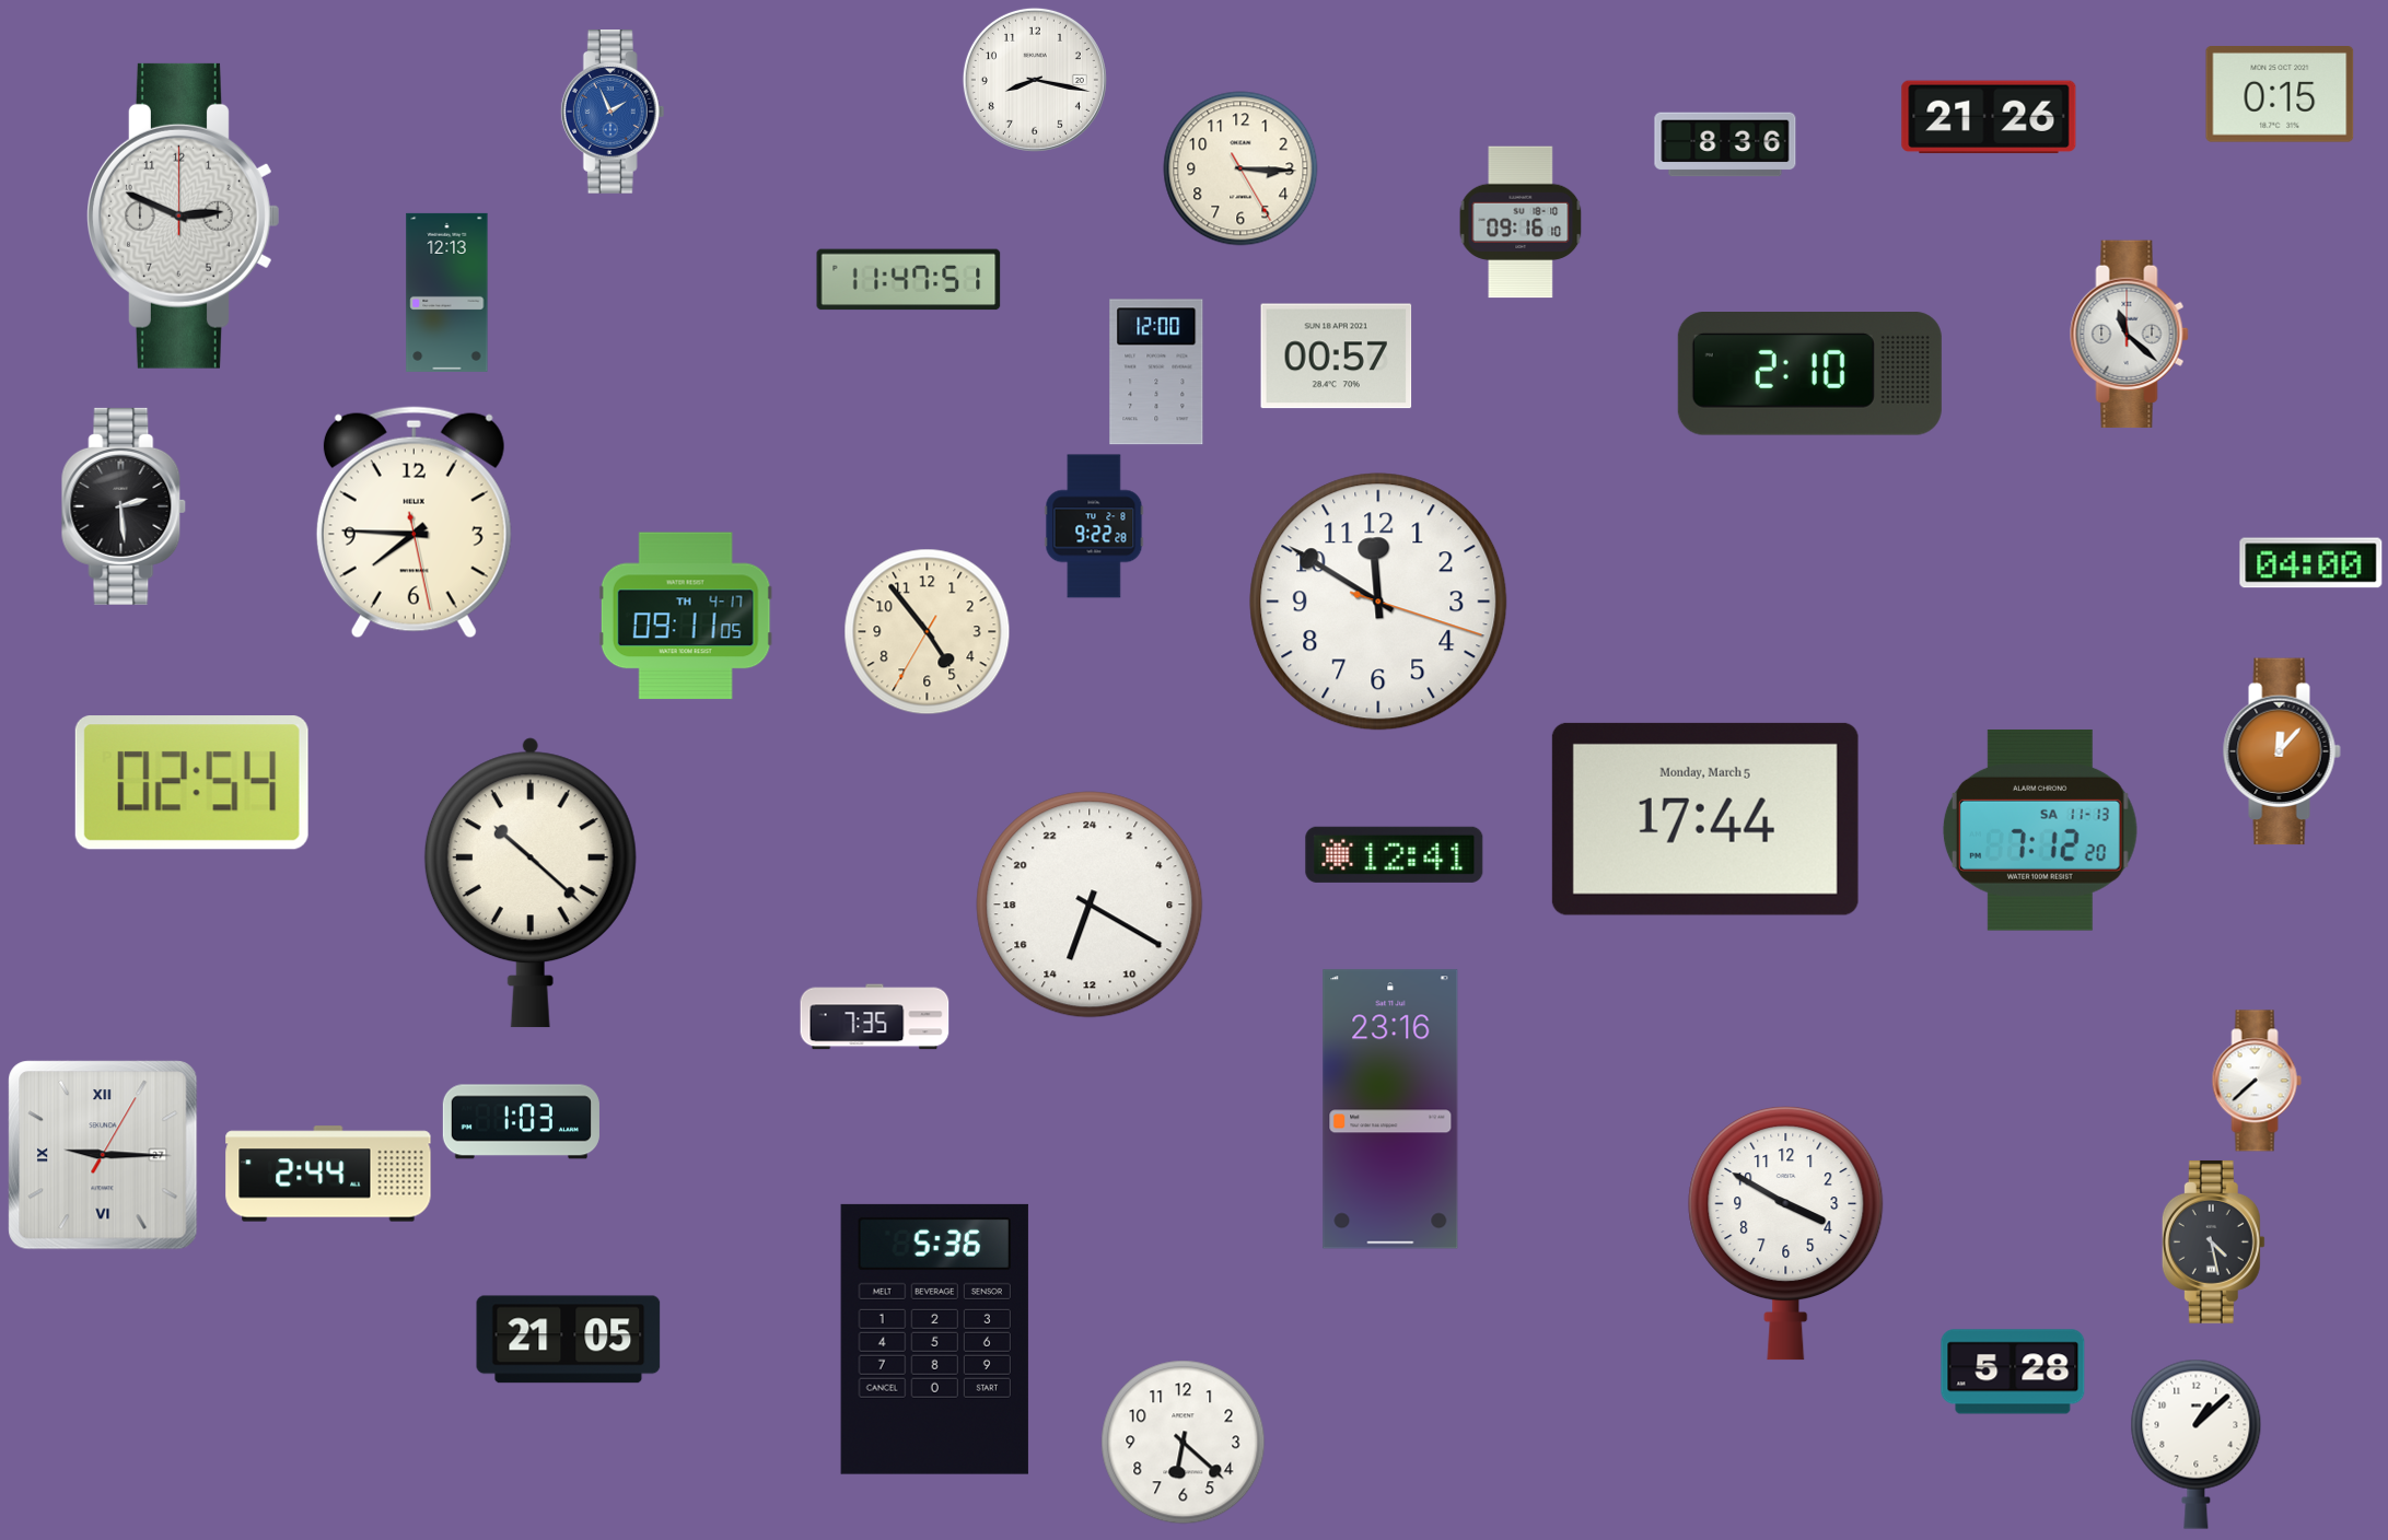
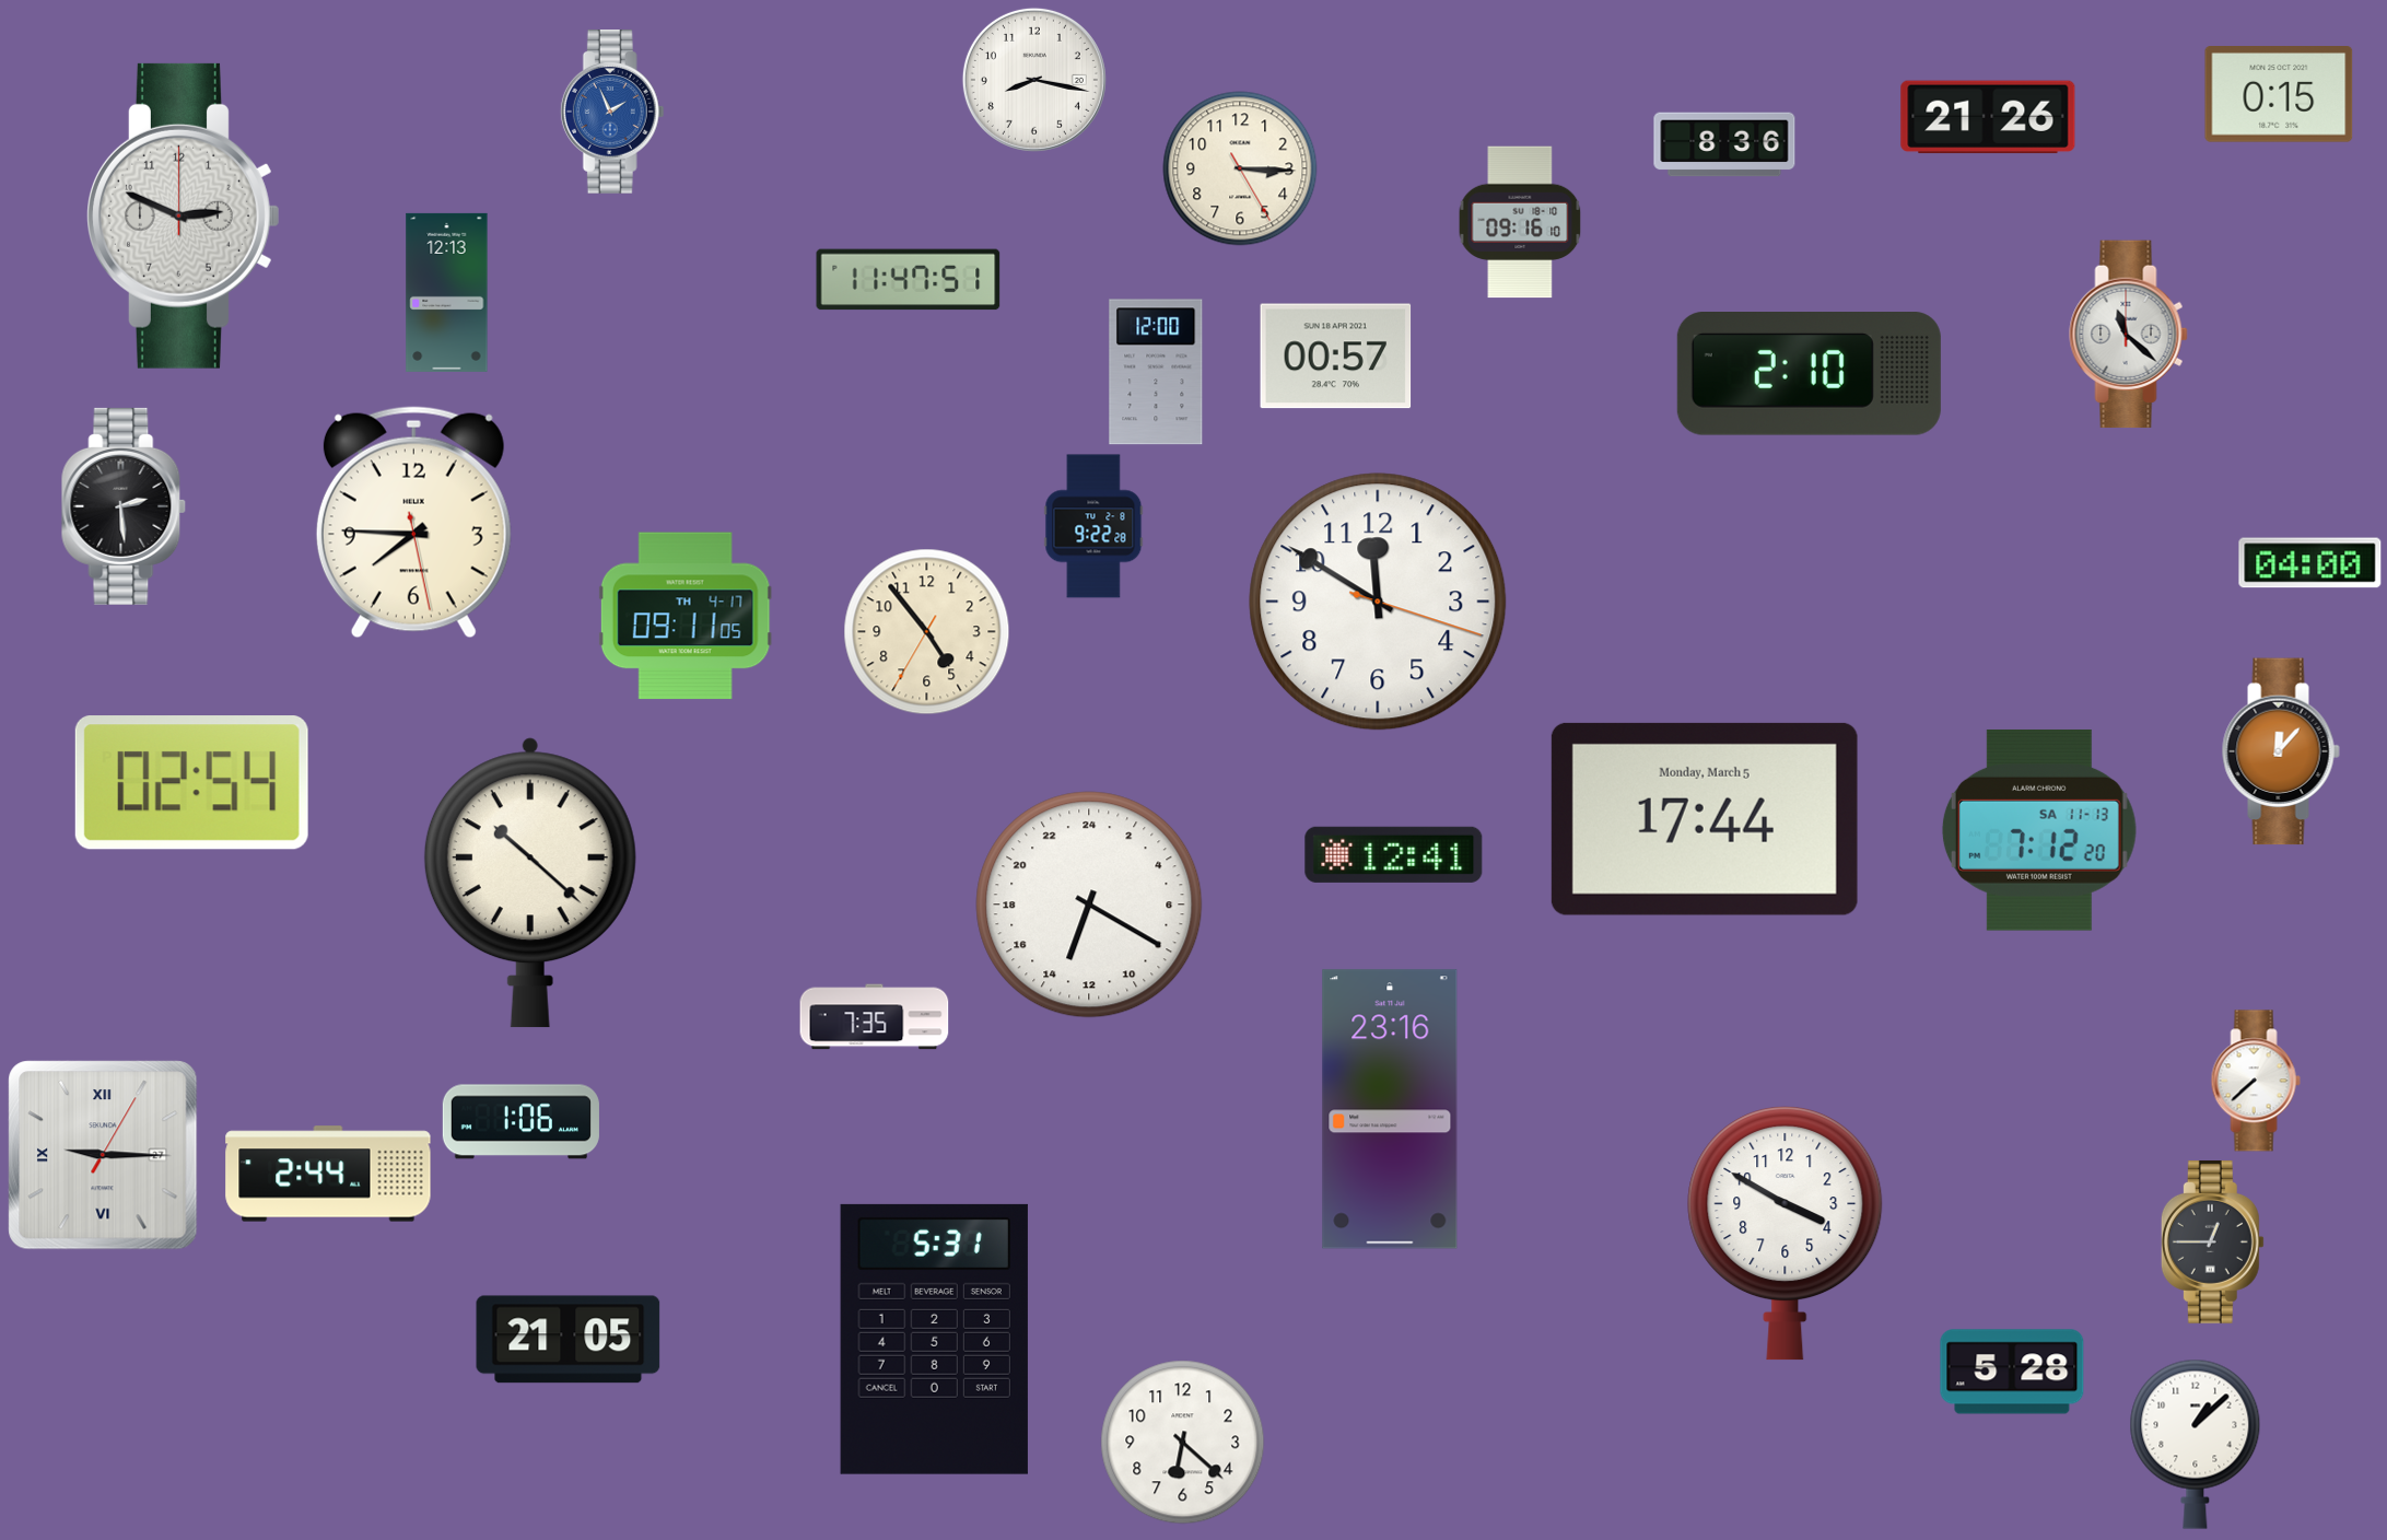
clock at (521, 1122): 1:03 -> 1:06
clock at (2213, 1241): 4:28 -> 12:45
clock at (934, 1339): 5:36 -> 5:31
